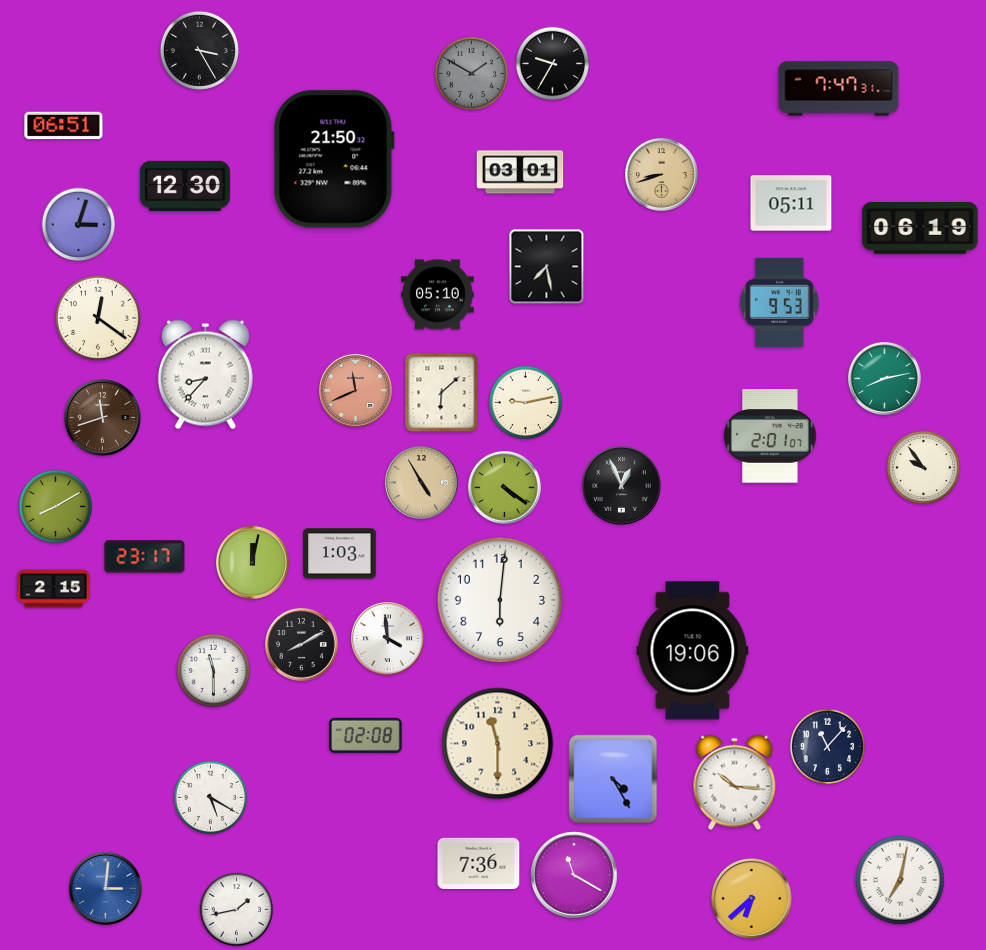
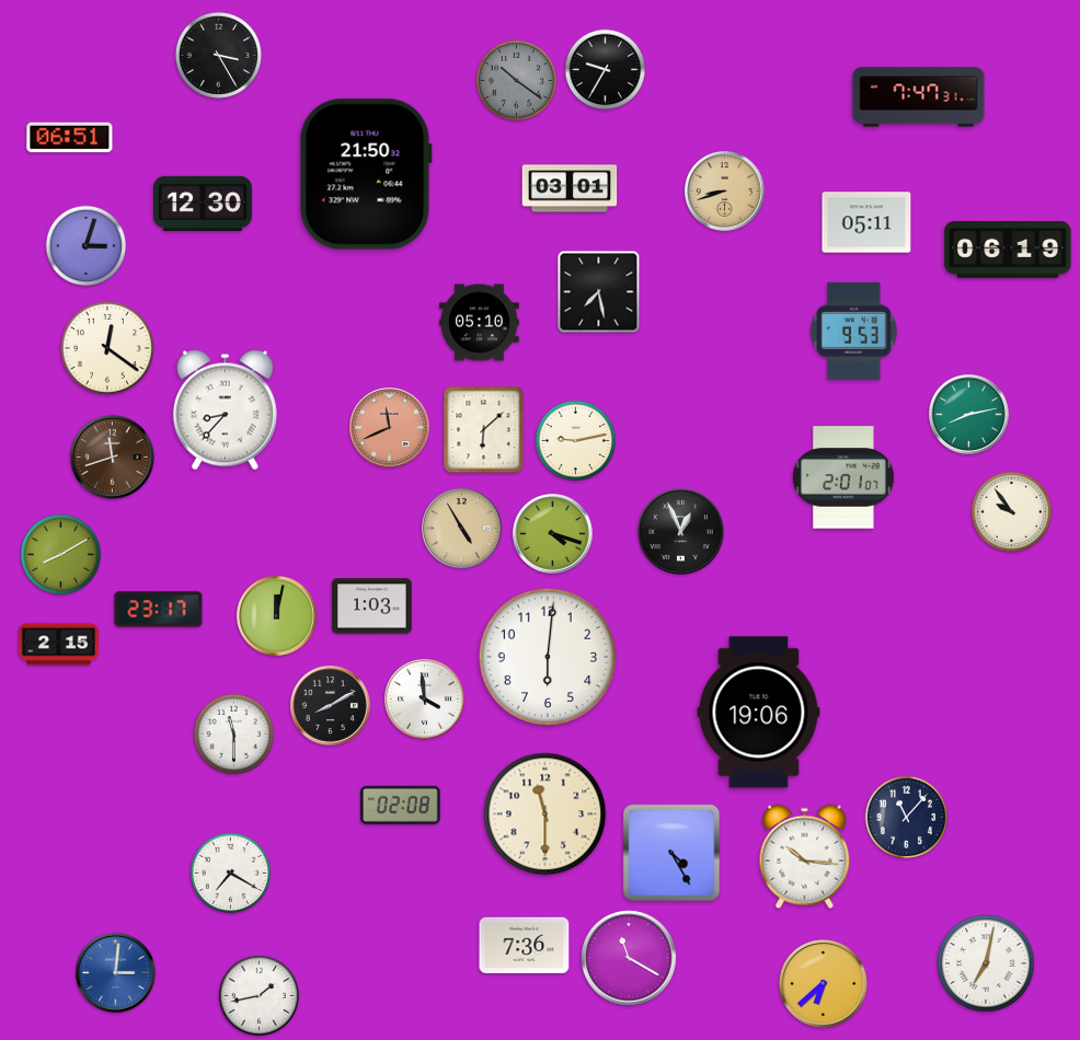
clock at (472, 74): 1:50 -> 10:21
clock at (505, 488): 4:21 -> 4:18
clock at (211, 798): 5:20 -> 7:20
